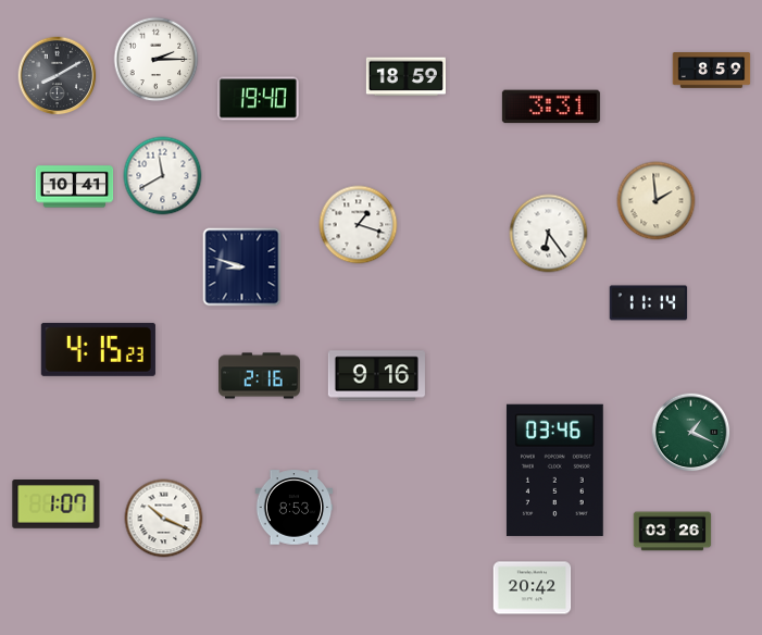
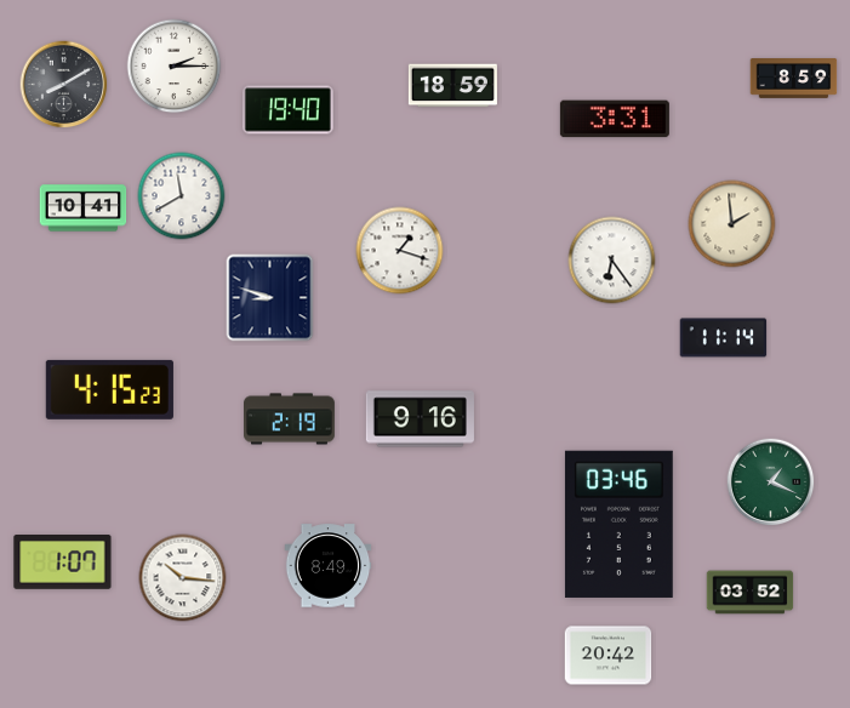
clock at (260, 376): 2:16 -> 2:19
clock at (295, 508): 8:53 -> 8:49
clock at (164, 519): 10:19 -> 10:16
clock at (673, 532): 03:26 -> 03:52
clock at (533, 588) position: (533, 588) -> (609, 656)
